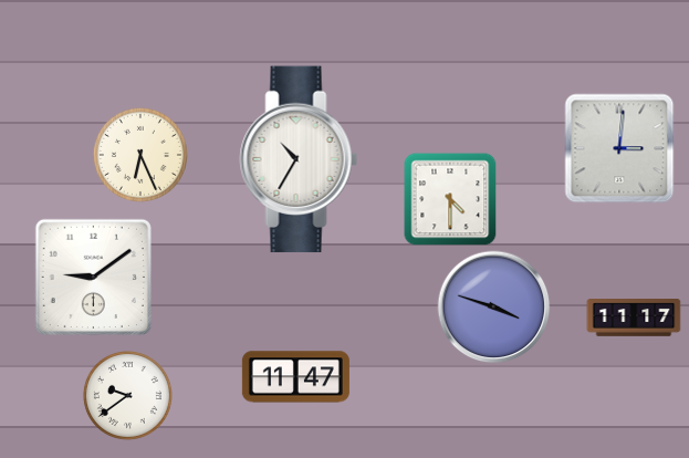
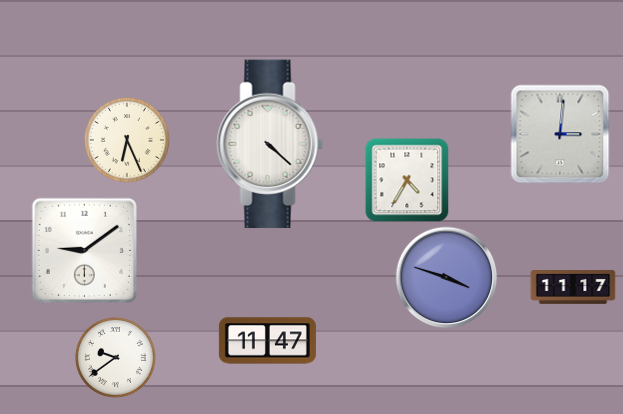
clock at (299, 159): 10:35 -> 4:22
clock at (450, 199): 4:30 -> 4:35
